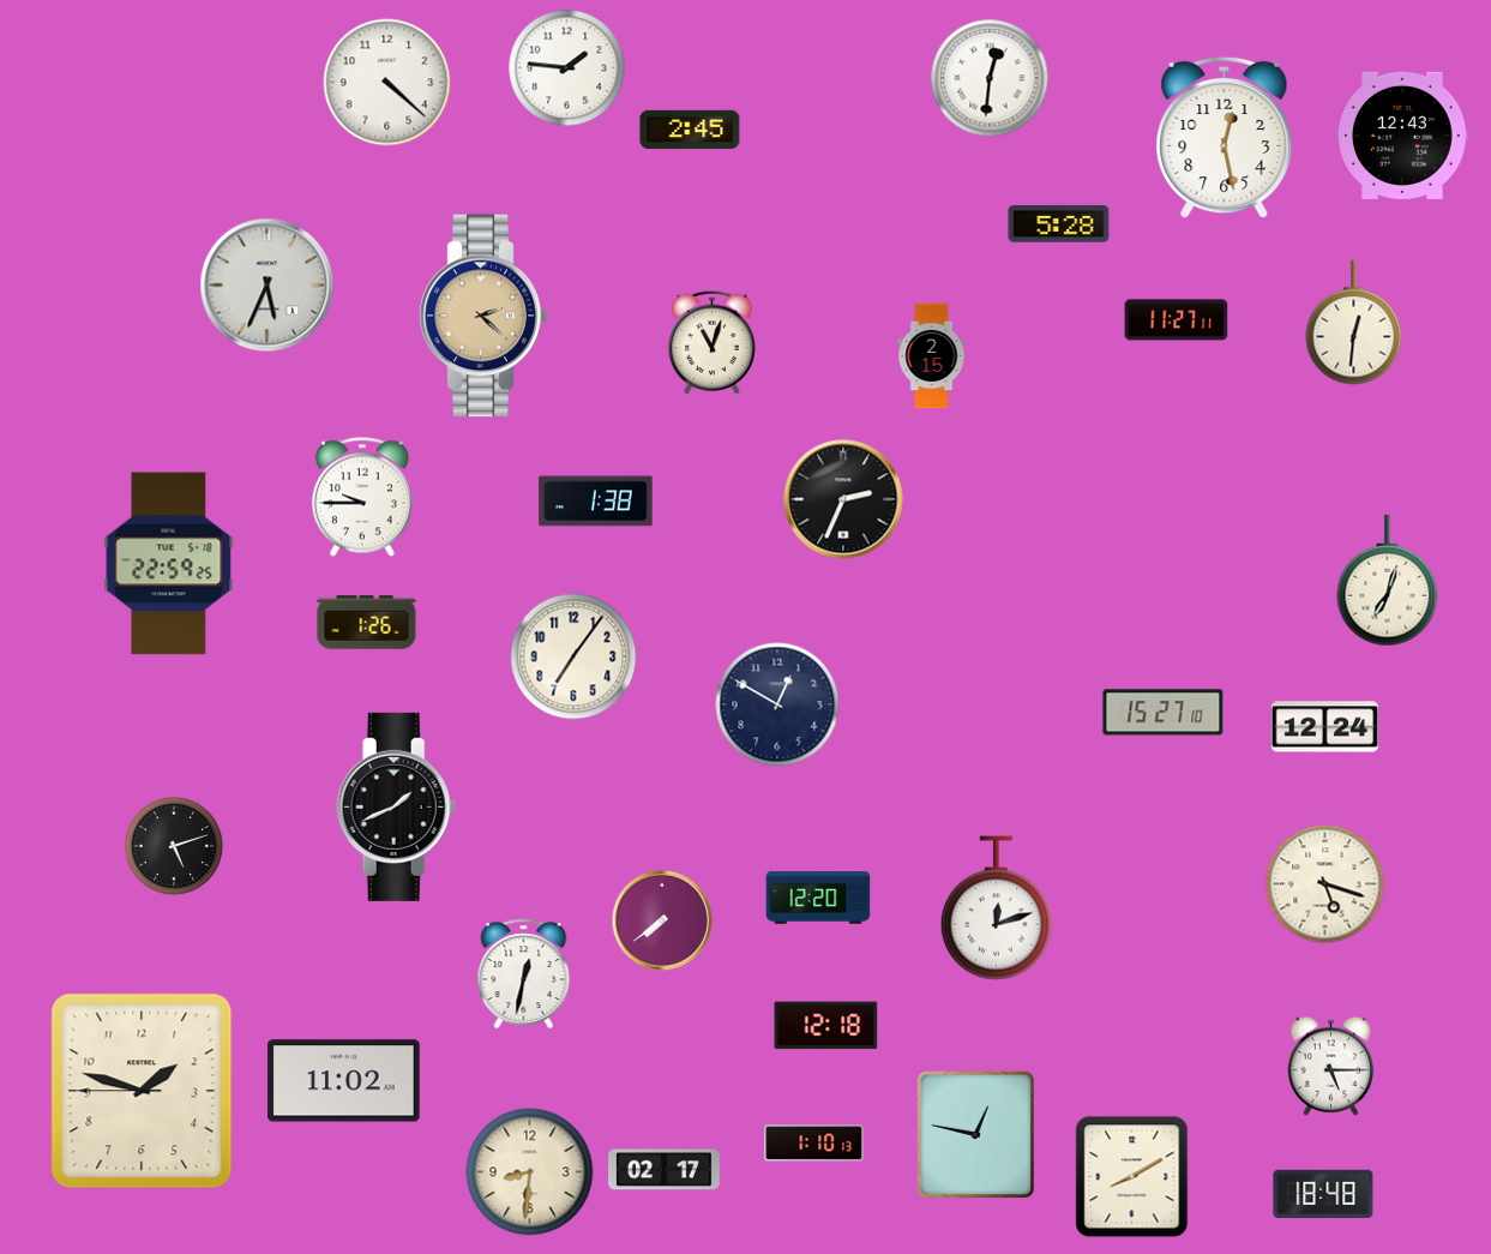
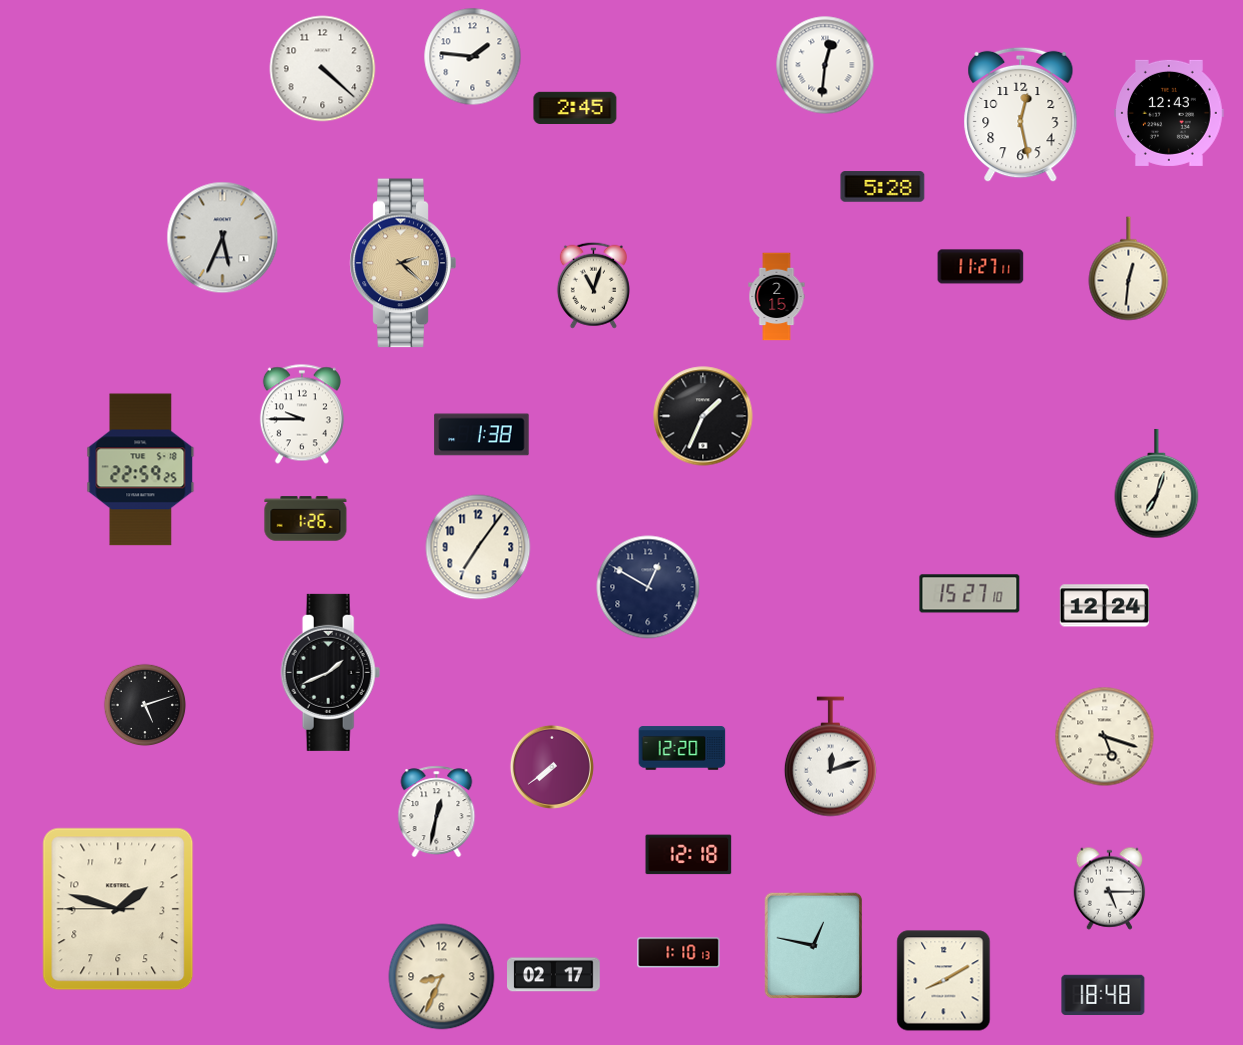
clock at (843, 499): 2:34 -> 1:34
clock at (596, 502) position: (596, 502) -> (482, 435)
clock at (344, 1081): 11:02 -> none
clock at (530, 1172): 8:31 -> 8:34
